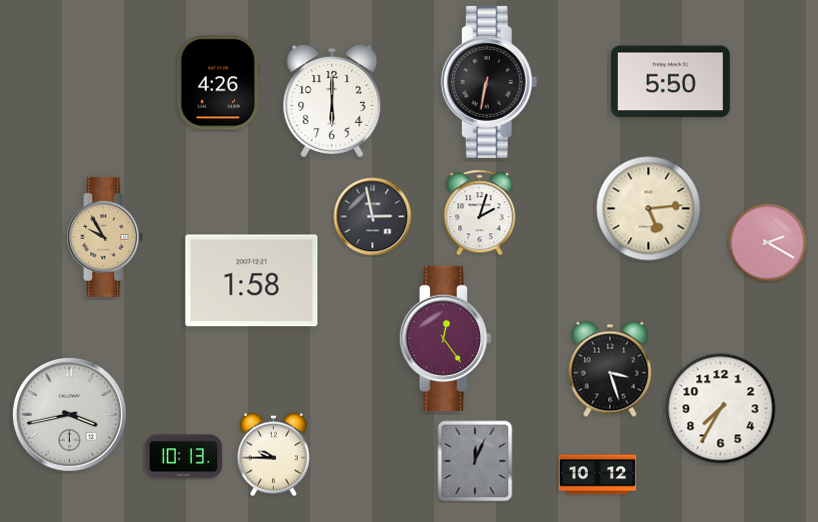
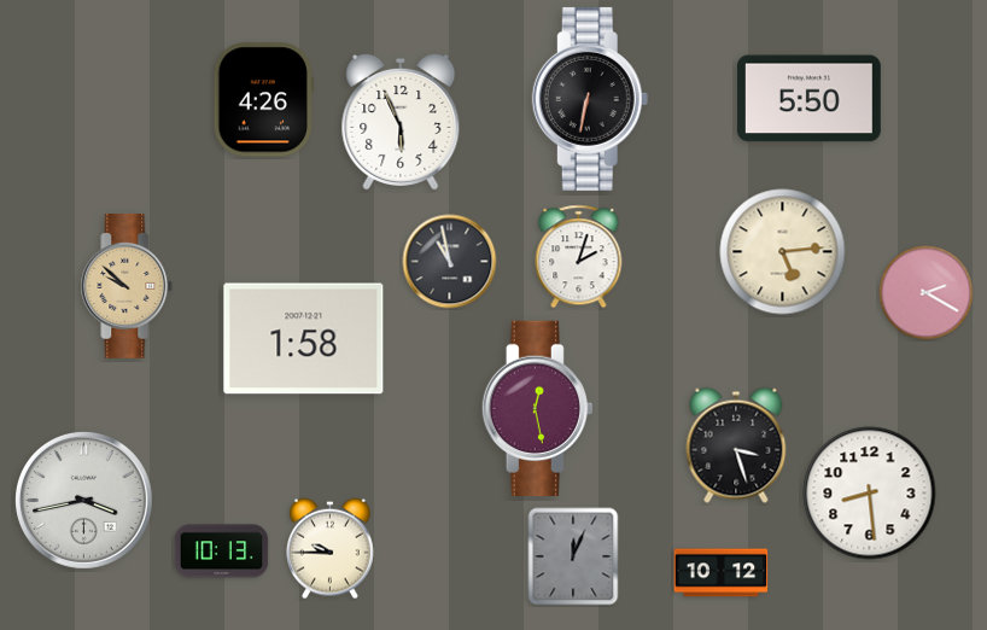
clock at (332, 101): 6:00 -> 5:56
clock at (373, 217): 2:58 -> 10:58
clock at (105, 237): 9:55 -> 9:52
clock at (445, 338): 12:24 -> 12:28
clock at (721, 409): 7:35 -> 8:29
